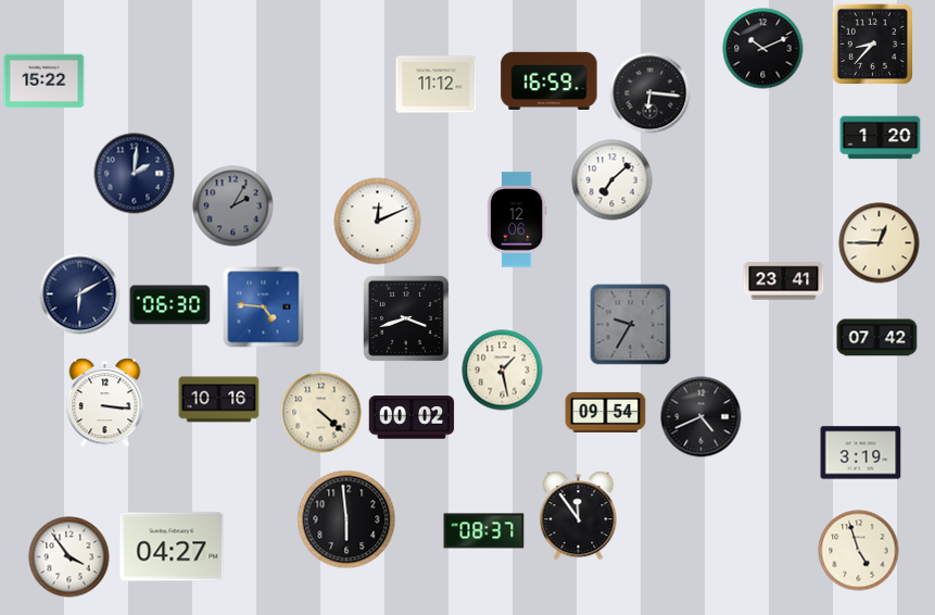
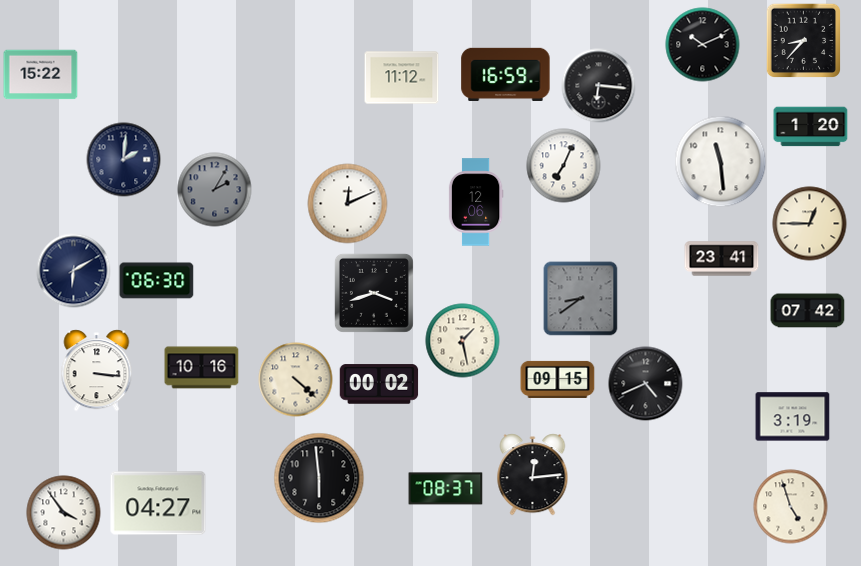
clock at (721, 162): none -> 11:29
clock at (612, 180): 7:08 -> 7:04
clock at (264, 307): 4:46 -> none
clock at (631, 325): 9:35 -> 8:39
clock at (606, 412): 09:54 -> 09:15
clock at (579, 516): 11:54 -> 12:14
